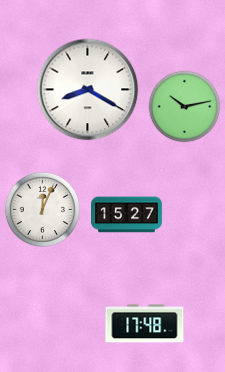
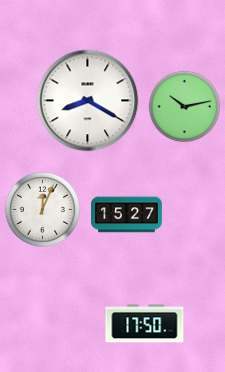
clock at (88, 90) position: (88, 90) -> (88, 101)
clock at (145, 324): 17:48 -> 17:50
